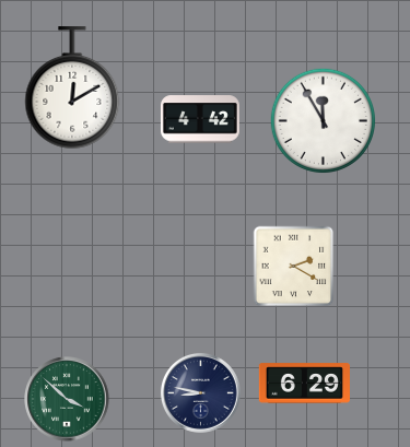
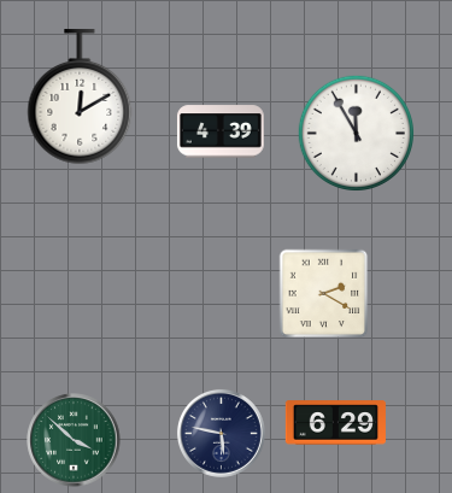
clock at (200, 119): 4:42 -> 4:39
clock at (200, 392): 8:47 -> 5:47
